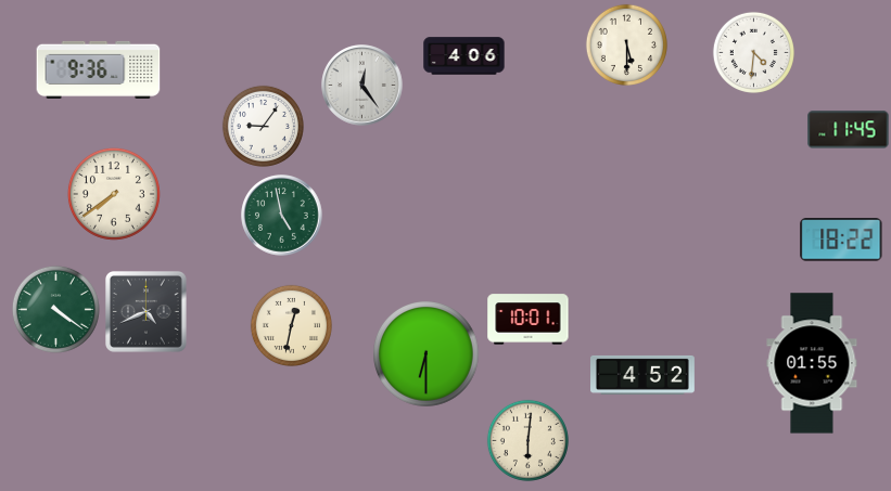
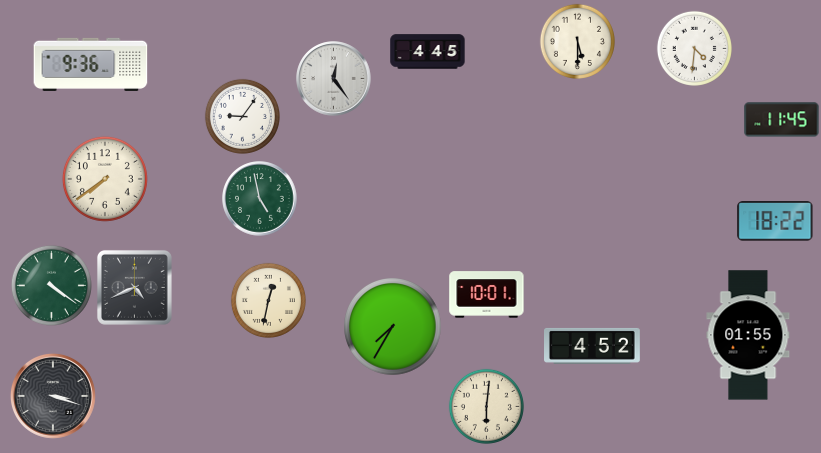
clock at (464, 56): 4:06 -> 4:45
clock at (427, 354): 6:30 -> 7:35
clock at (53, 396): none -> 3:18
